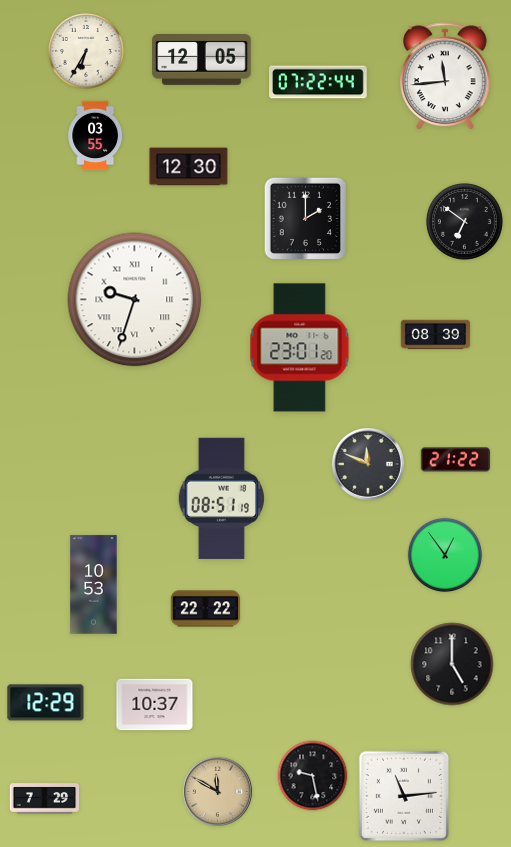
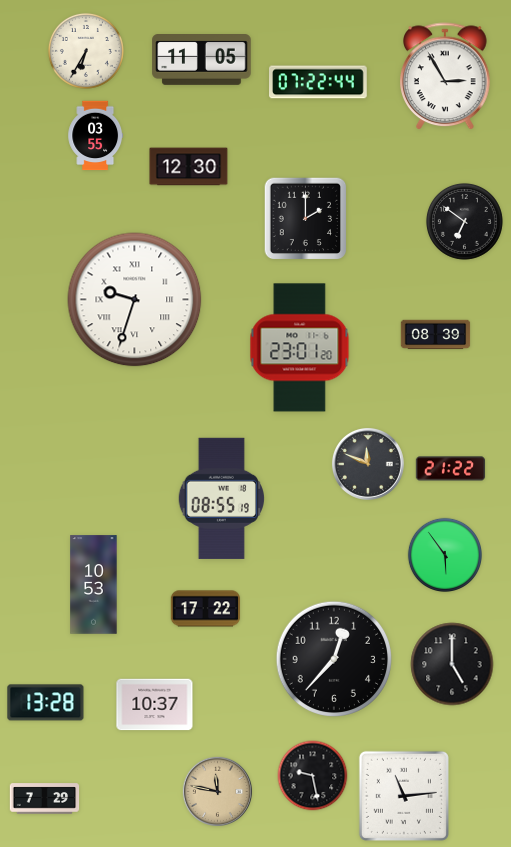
clock at (202, 60): 12:05 -> 11:05
clock at (446, 77): 11:44 -> 2:55
clock at (456, 460) position: (456, 460) -> (451, 469)
clock at (221, 498): 08:51 -> 08:55
clock at (444, 554): 12:54 -> 5:54
clock at (206, 609): 22:22 -> 17:22
clock at (333, 658): none -> 12:37
clock at (46, 703): 12:29 -> 13:28
clock at (217, 791): 11:50 -> 11:47
